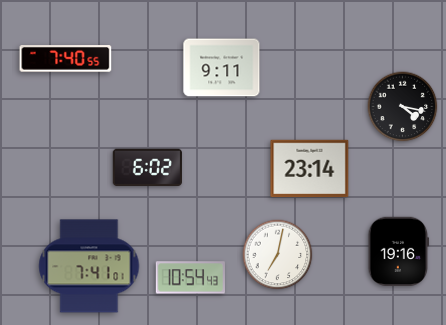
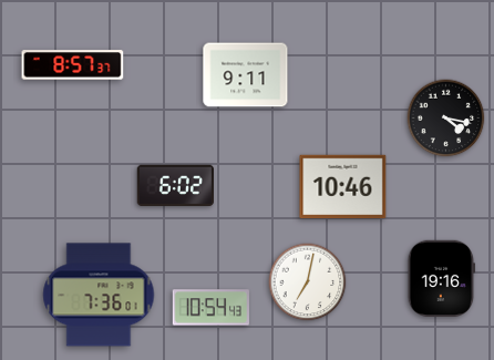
clock at (66, 59): 7:40 -> 8:57
clock at (147, 168) position: (147, 168) -> (175, 186)
clock at (310, 169): 23:14 -> 10:46
clock at (89, 266): 7:41 -> 7:36
